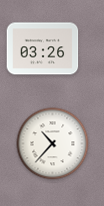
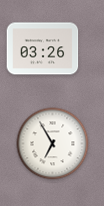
clock at (53, 144): 10:37 -> 6:55
